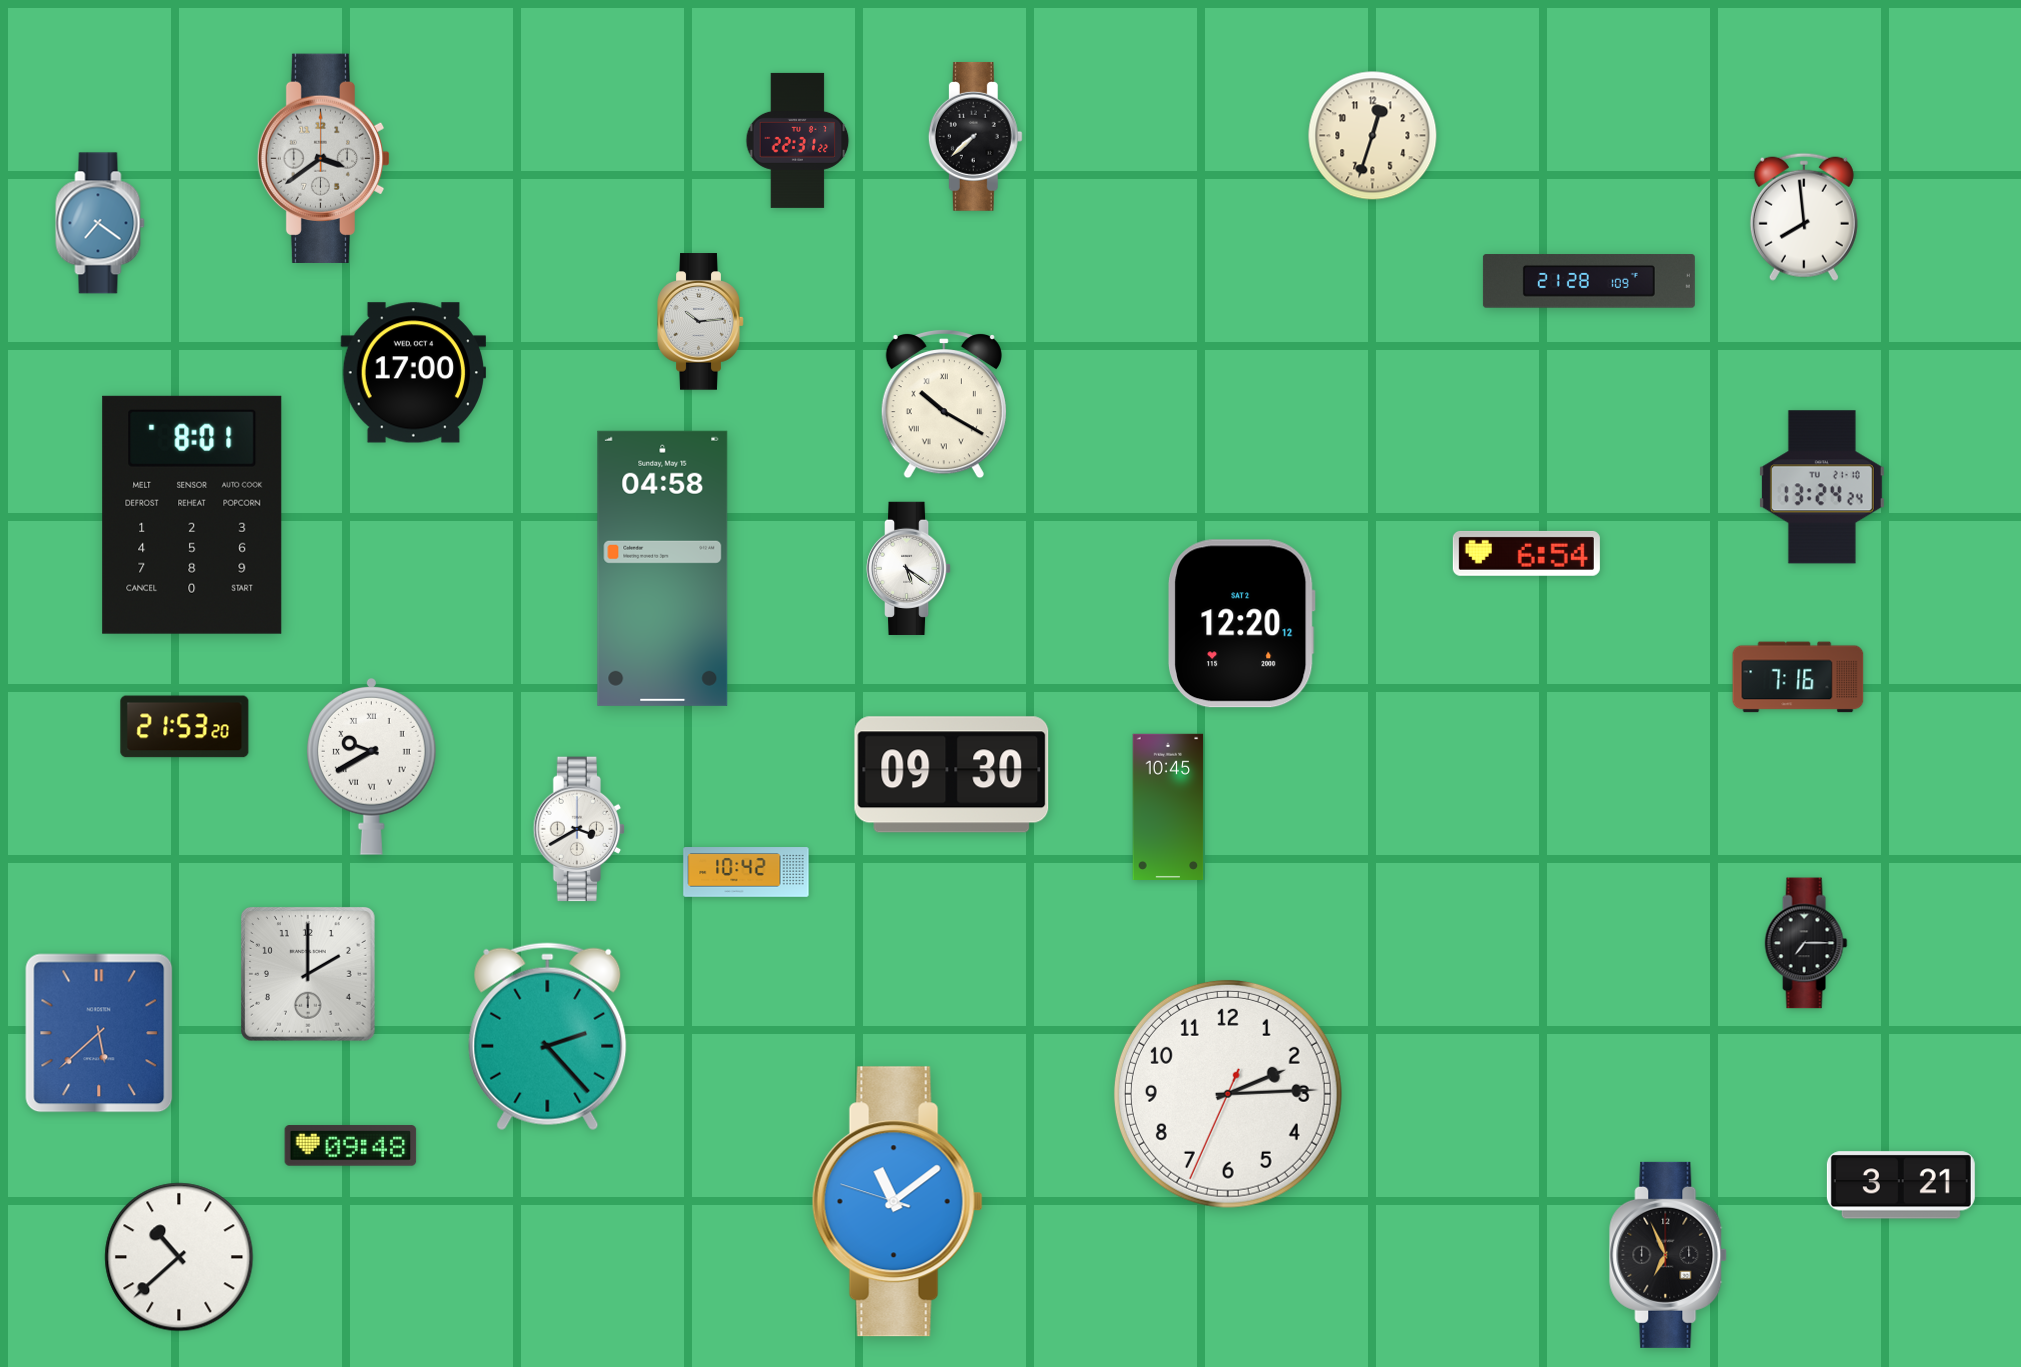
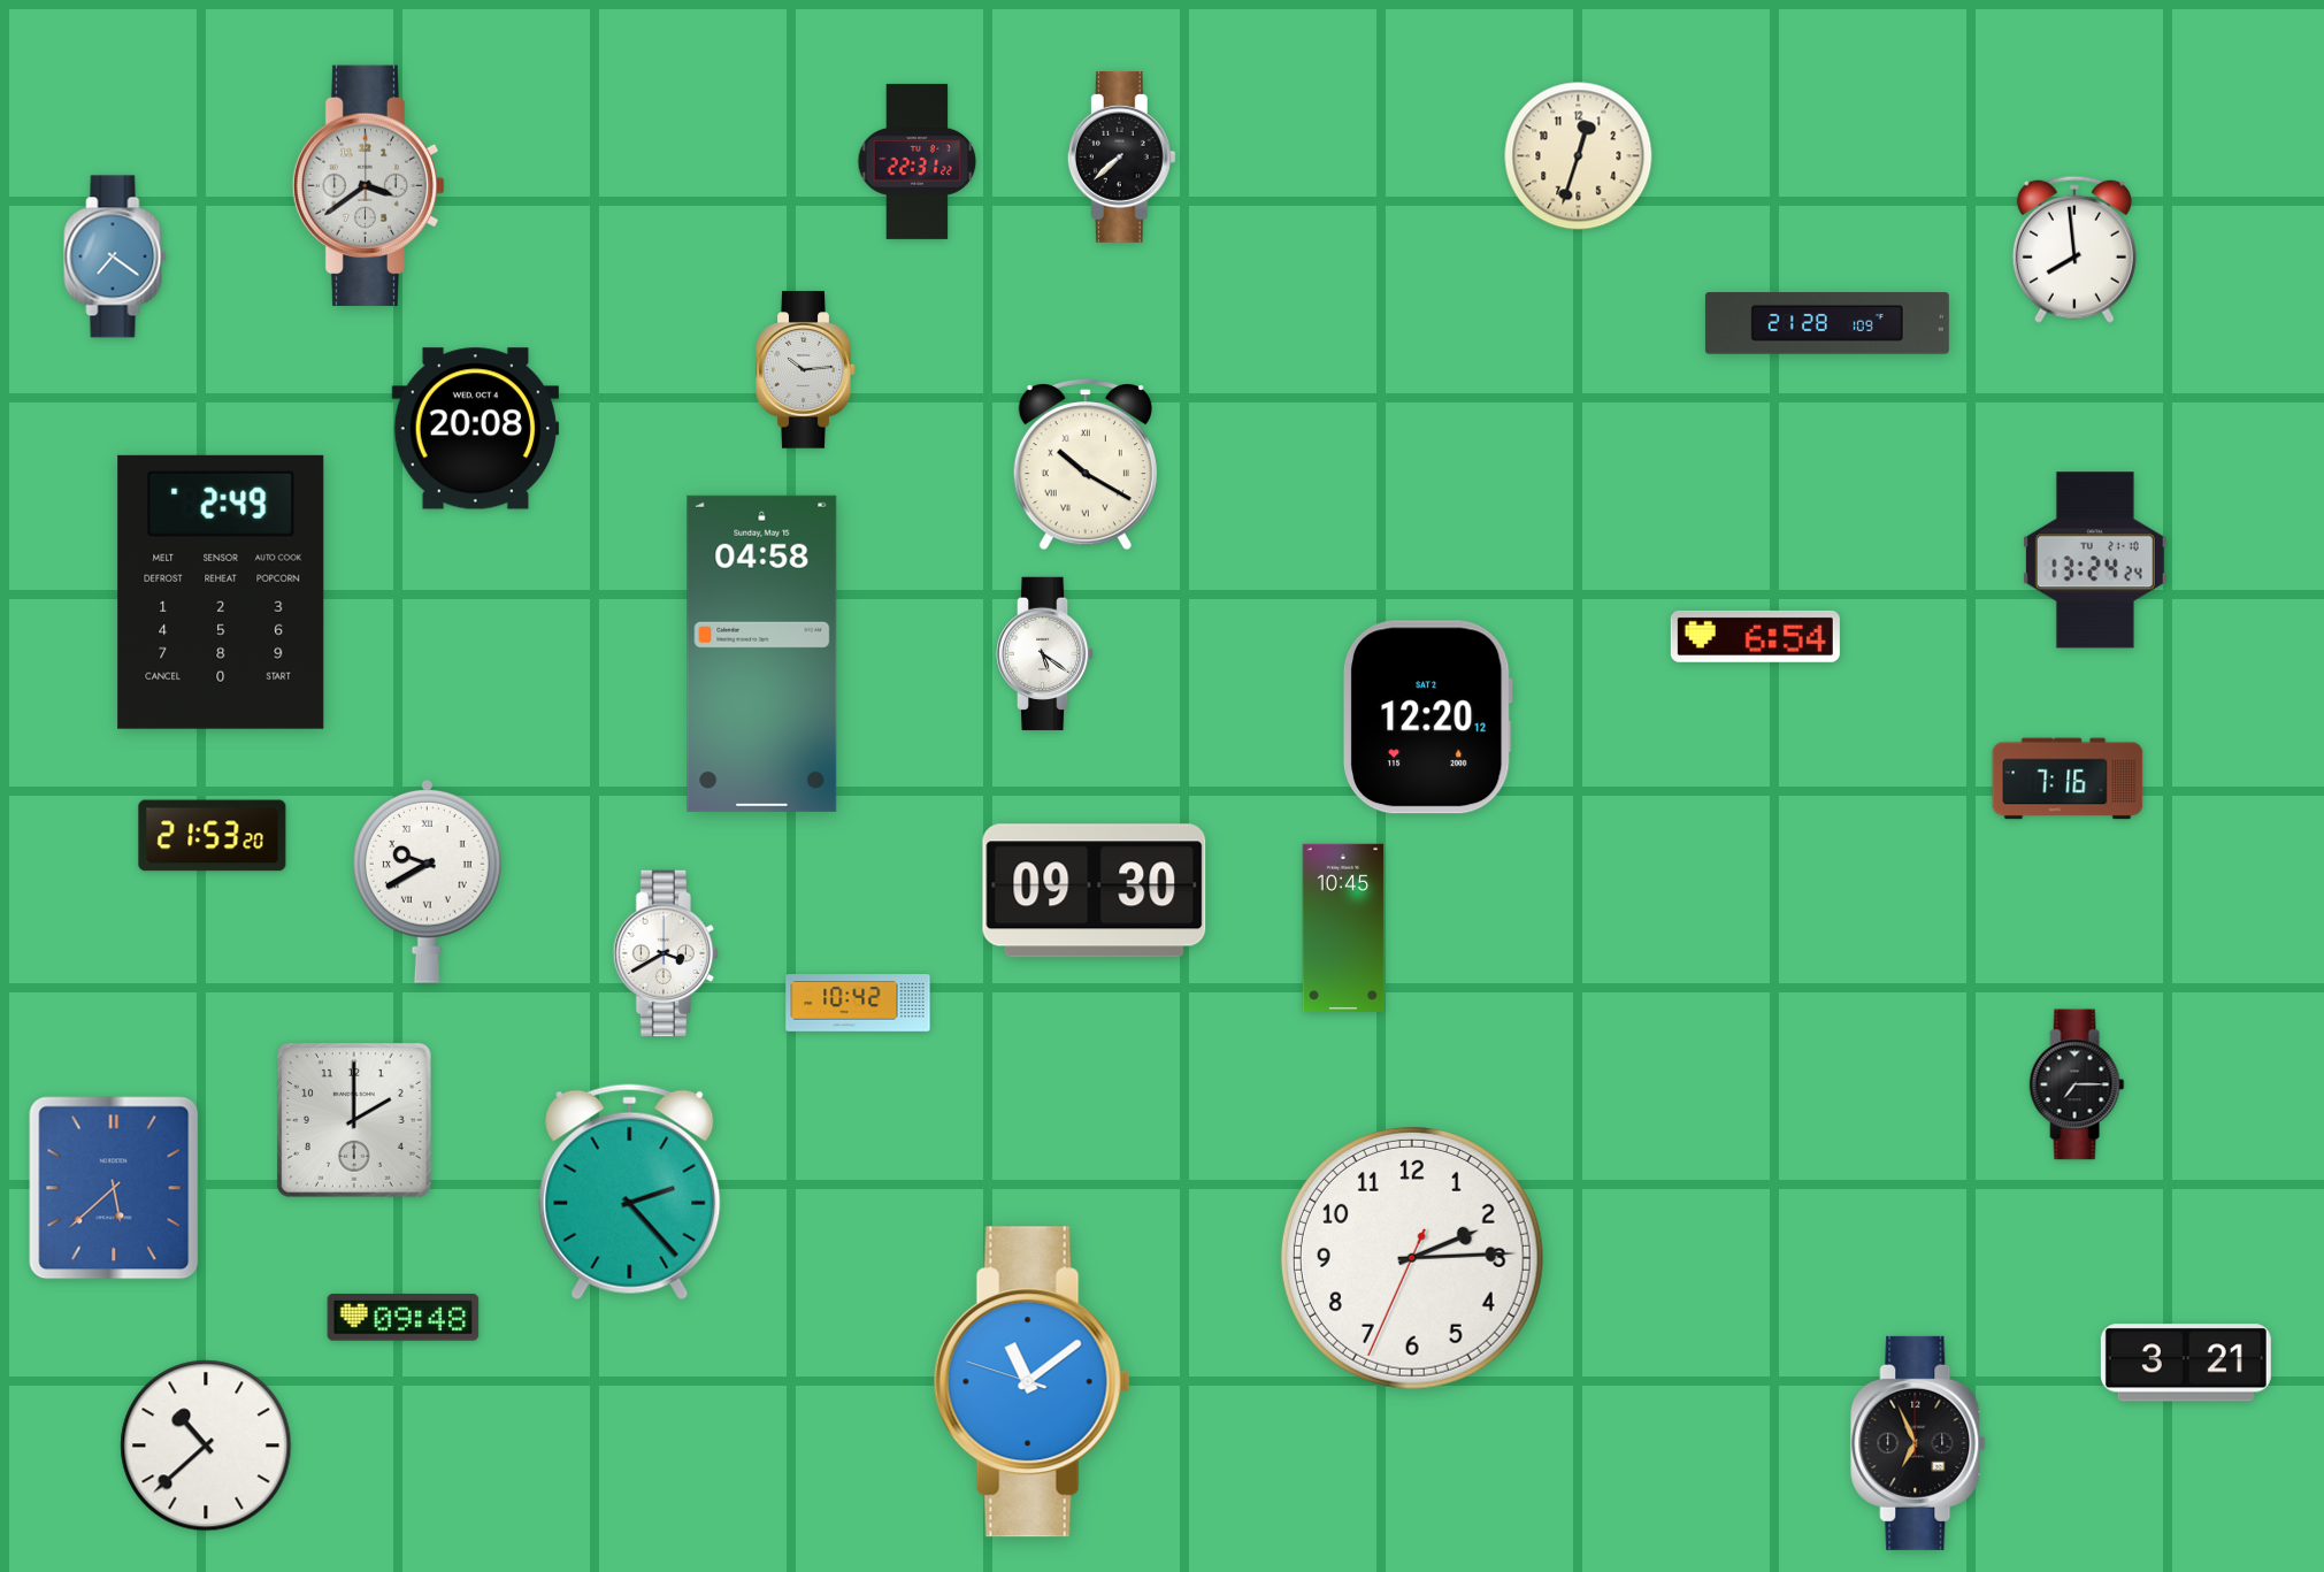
clock at (324, 158) position: (324, 158) -> (369, 185)
clock at (413, 373): 17:00 -> 20:08
clock at (192, 515): 8:01 -> 2:49
